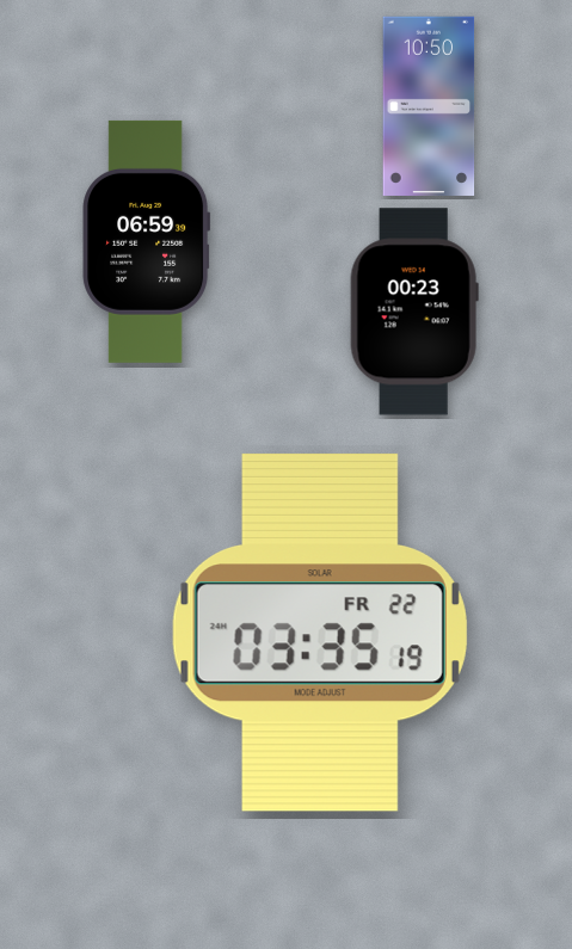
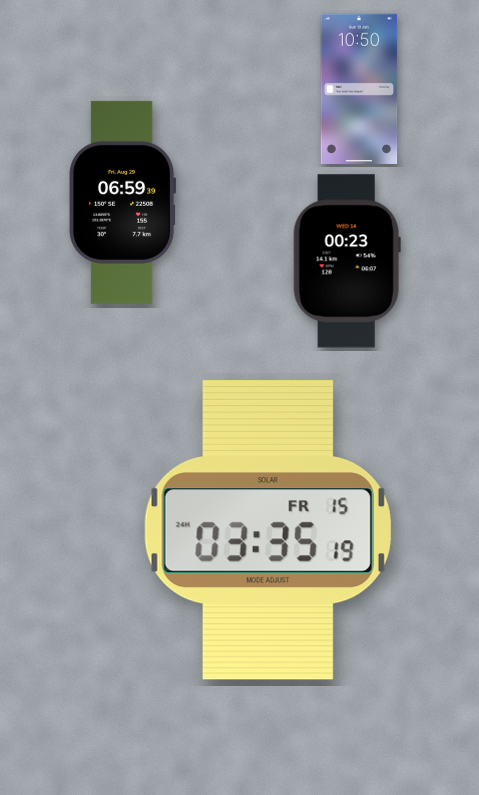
clock at (320, 633) date: FR 22 -> FR 15
